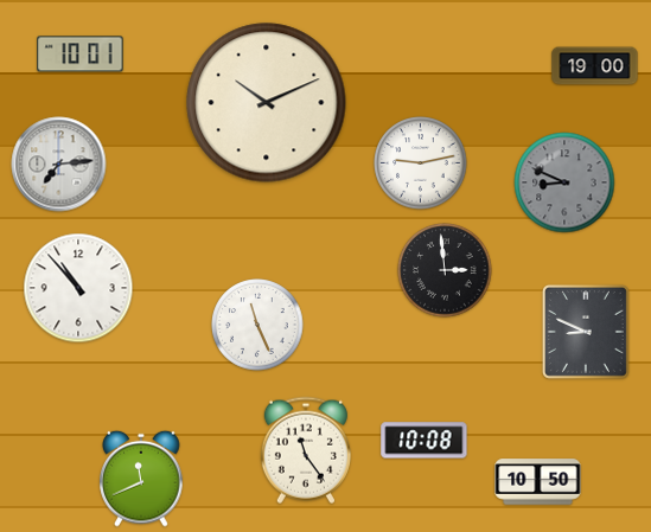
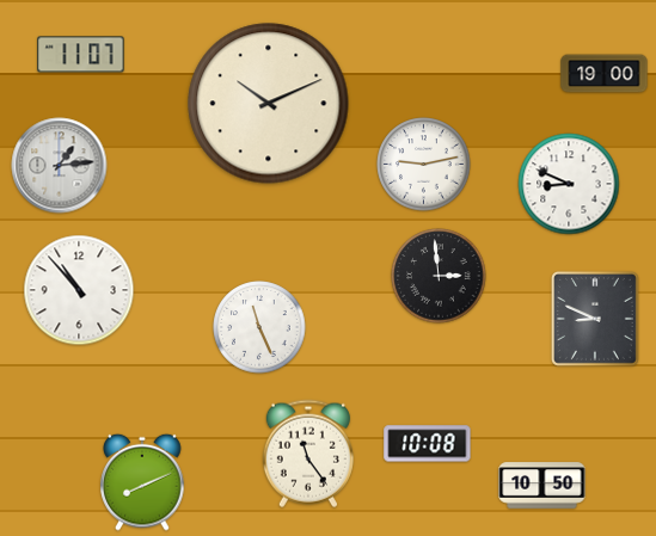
clock at (81, 55): 10:01 -> 11:07
clock at (595, 66) position: (595, 66) -> (605, 74)
clock at (59, 165): 7:14 -> 1:14
clock at (564, 182) dial: grey -> white
clock at (445, 270) position: (445, 270) -> (439, 276)
clock at (586, 332) position: (586, 332) -> (595, 319)
clock at (141, 479): 11:41 -> 8:11
